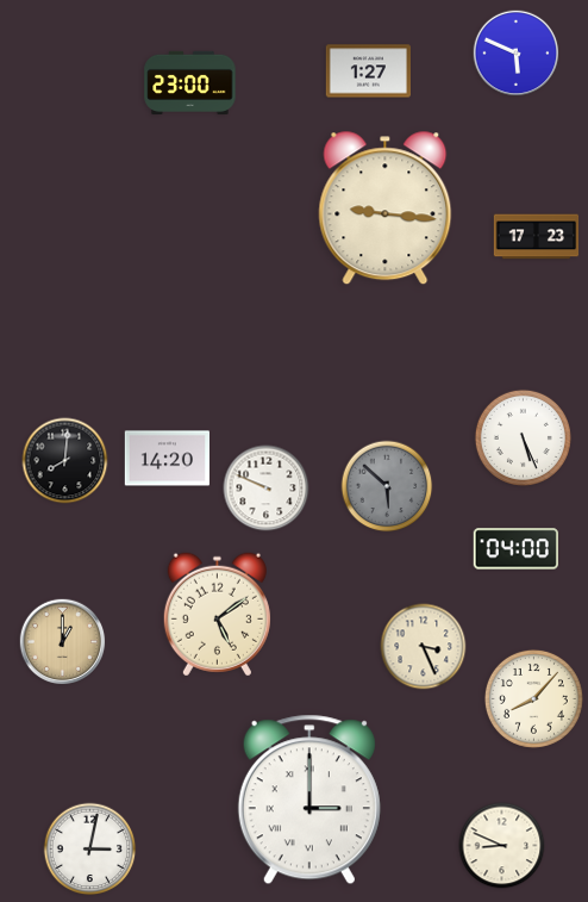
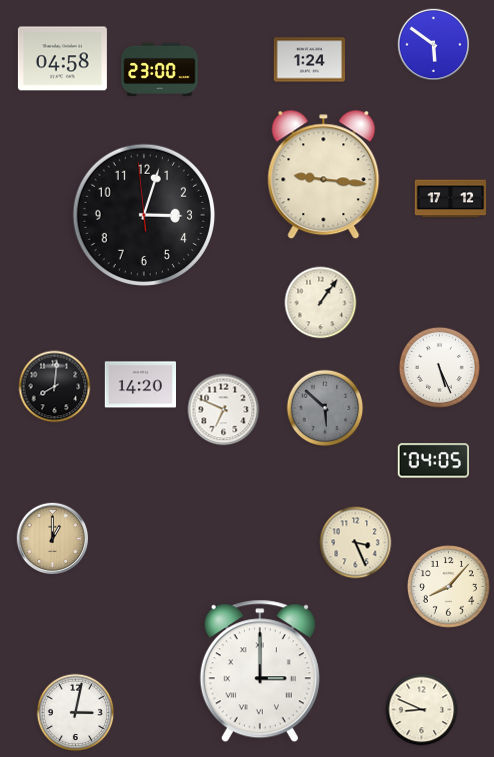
clock at (517, 54): 5:49 -> 5:51
clock at (62, 59): none -> 04:58
clock at (368, 71): 1:27 -> 1:24
clock at (537, 237): 17:23 -> 17:12
clock at (143, 214): none -> 3:02
clock at (321, 303): none -> 1:06
clock at (267, 489): 9:49 -> 6:49
clock at (515, 549): 04:00 -> 04:05
clock at (217, 615): 5:09 -> none
